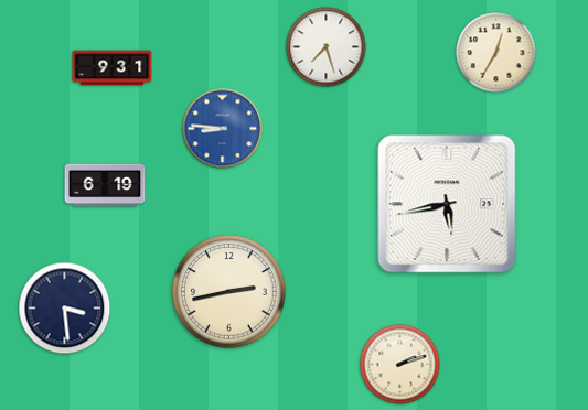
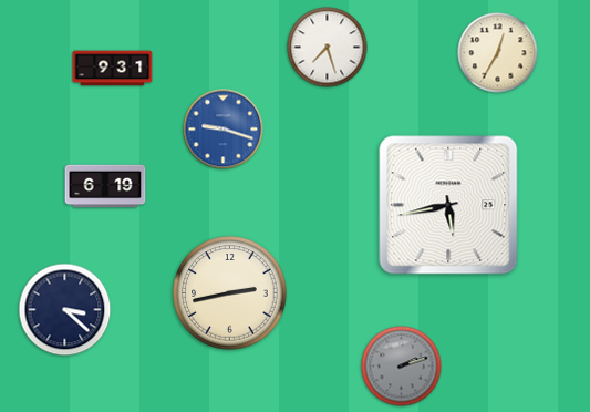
clock at (223, 129): 8:46 -> 9:18
clock at (65, 309): 3:29 -> 3:22
clock at (400, 365) dial: cream -> grey
